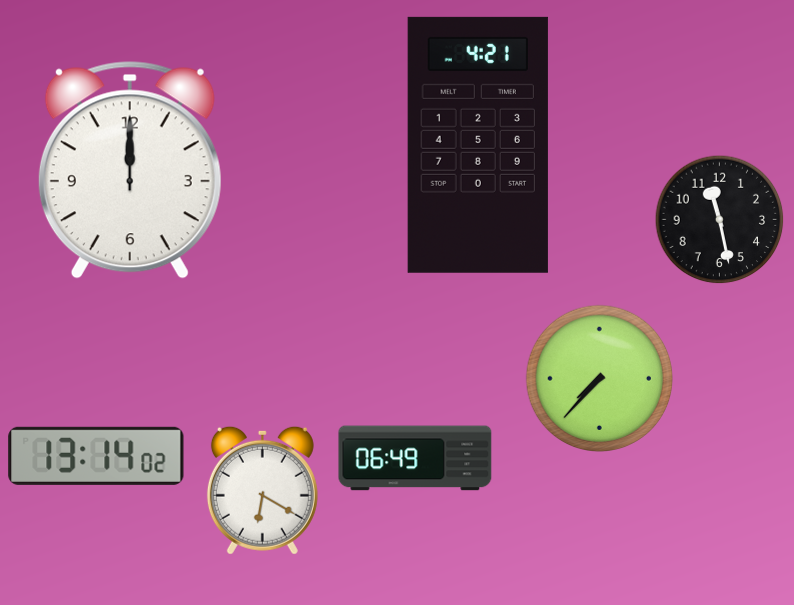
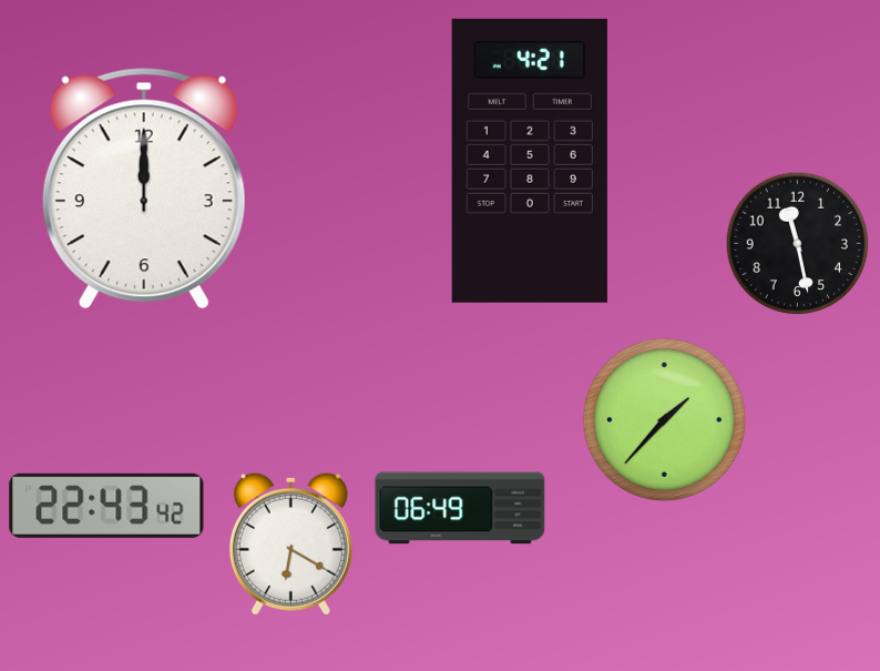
clock at (599, 378): 7:37 -> 1:37
clock at (96, 456): 13:14 -> 22:43
